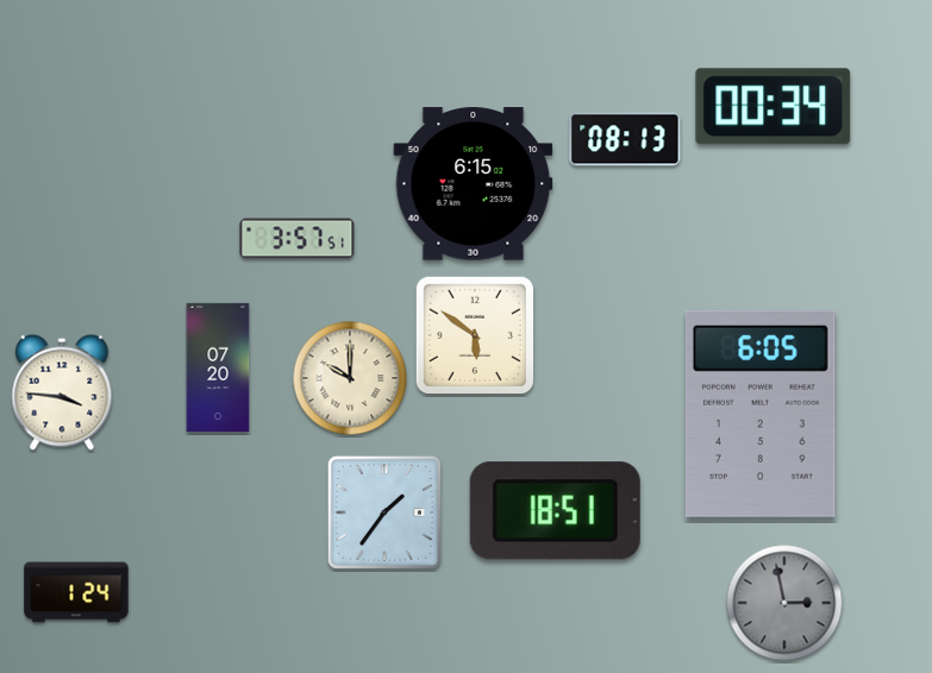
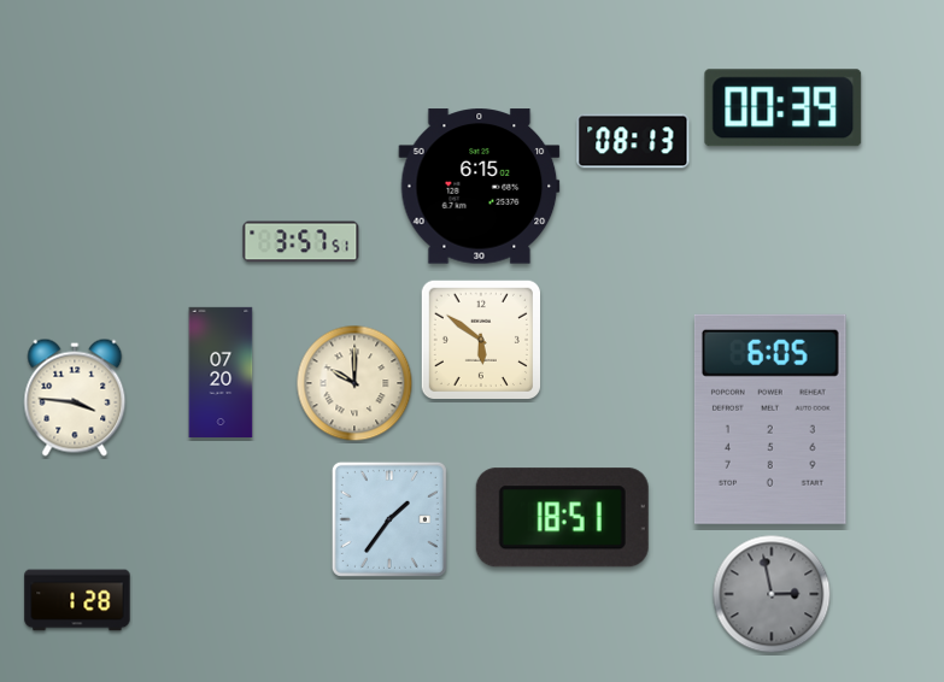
clock at (774, 107): 00:34 -> 00:39
clock at (62, 392) position: (62, 392) -> (75, 398)
clock at (76, 592): 1:24 -> 1:28
clock at (784, 603) position: (784, 603) -> (772, 594)
